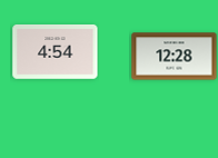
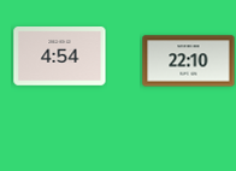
clock at (175, 57): 12:28 -> 22:10
